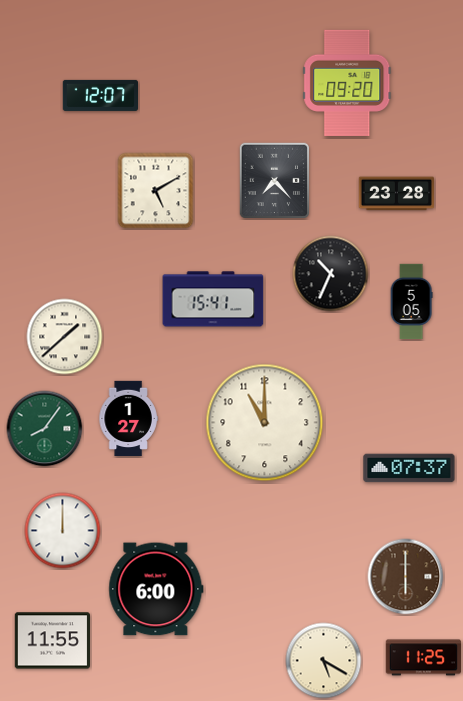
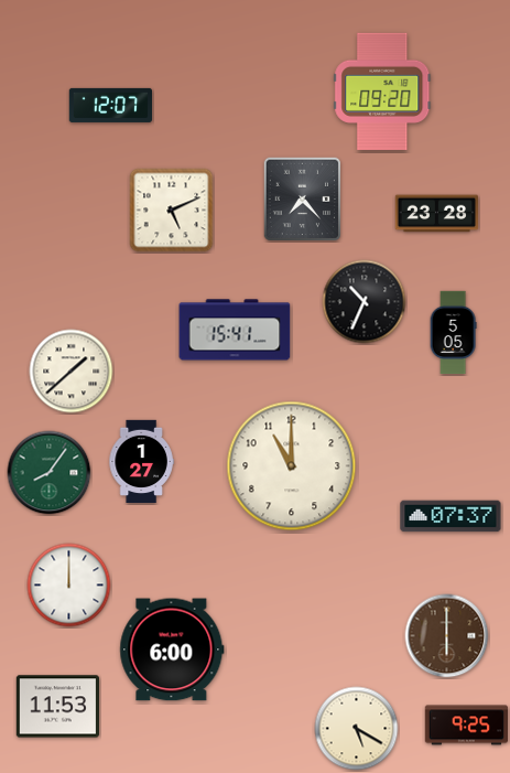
clock at (156, 191): 5:10 -> 5:11
clock at (52, 641): 11:55 -> 11:53
clock at (423, 658): 11:25 -> 9:25
